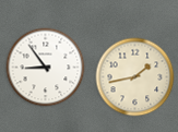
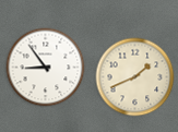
clock at (135, 77): 1:43 -> 1:41
